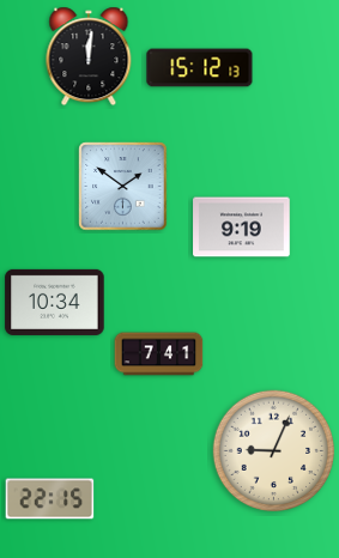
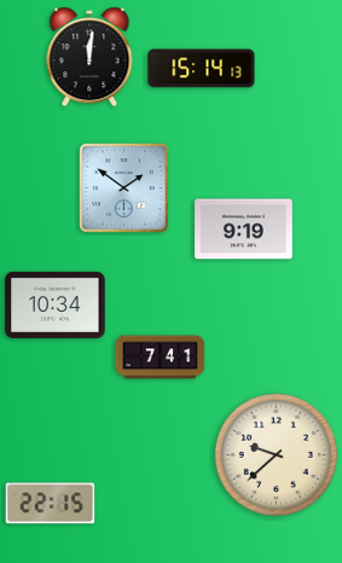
clock at (200, 68): 15:12 -> 15:14
clock at (274, 451): 9:04 -> 9:38
